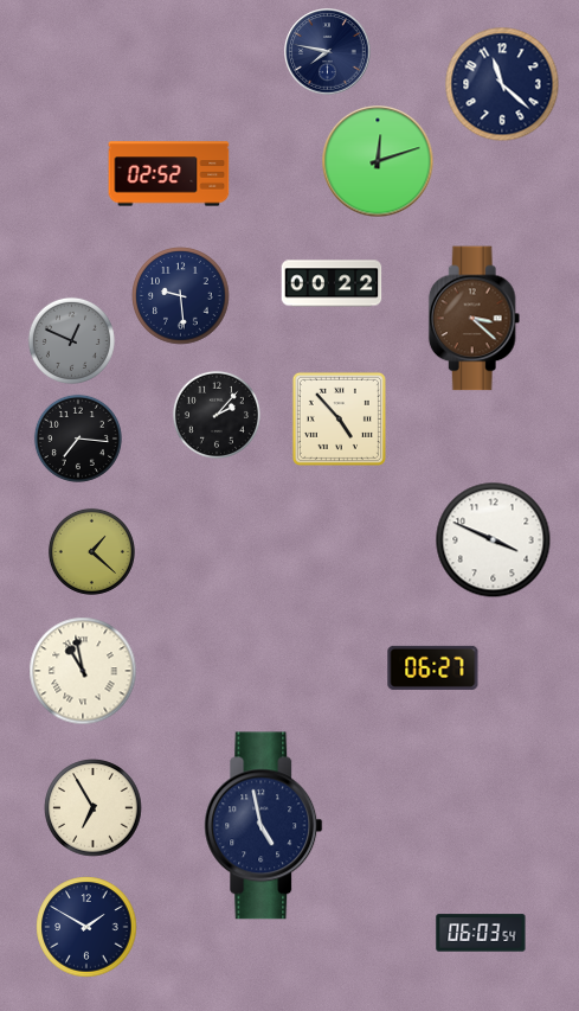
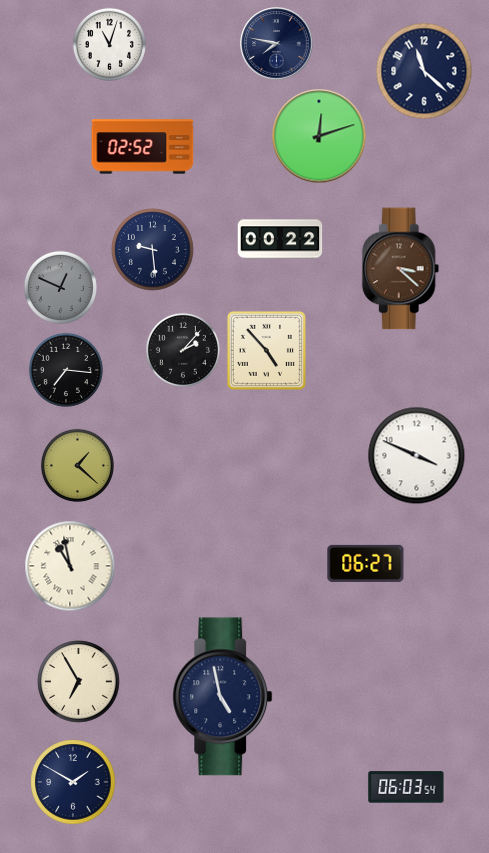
clock at (109, 44): none -> 11:03
clock at (339, 418) position: (339, 418) -> (266, 350)
